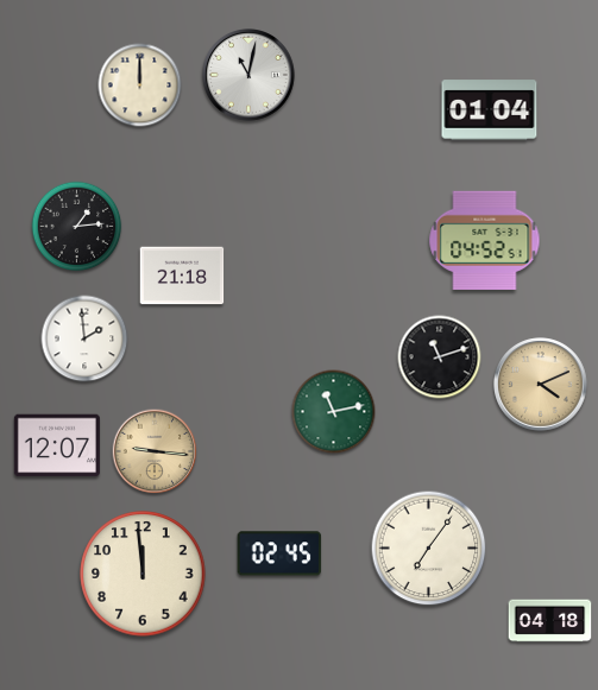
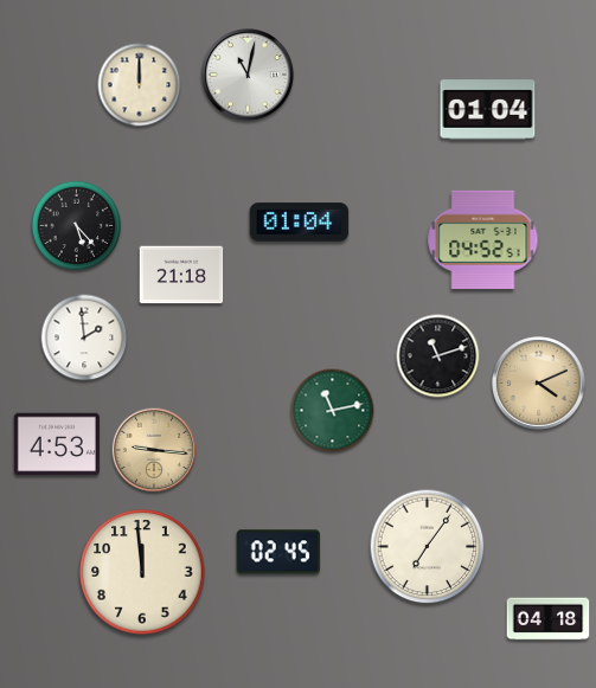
clock at (300, 223): none -> 01:04
clock at (77, 227): 1:14 -> 5:23
clock at (57, 445): 12:07 -> 4:53
